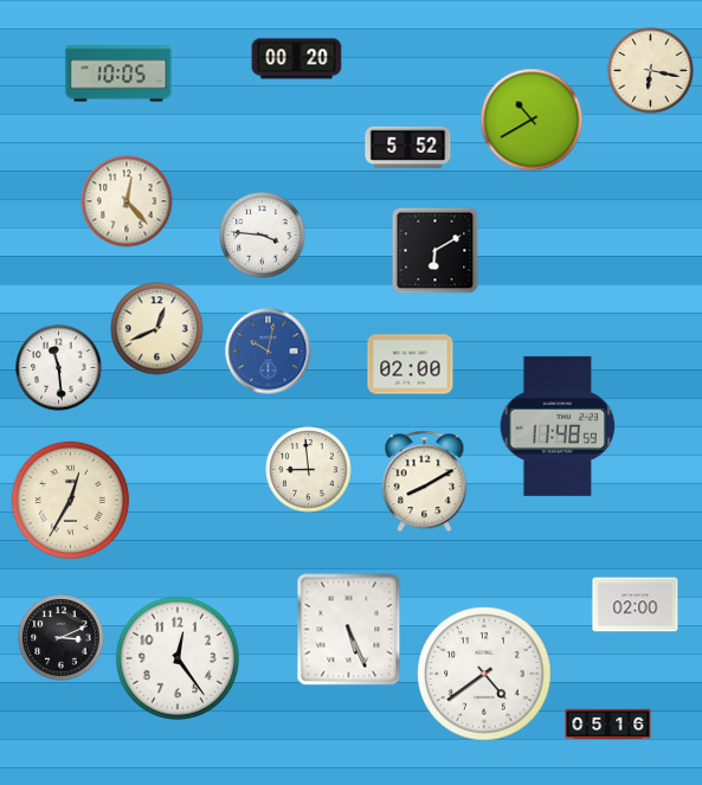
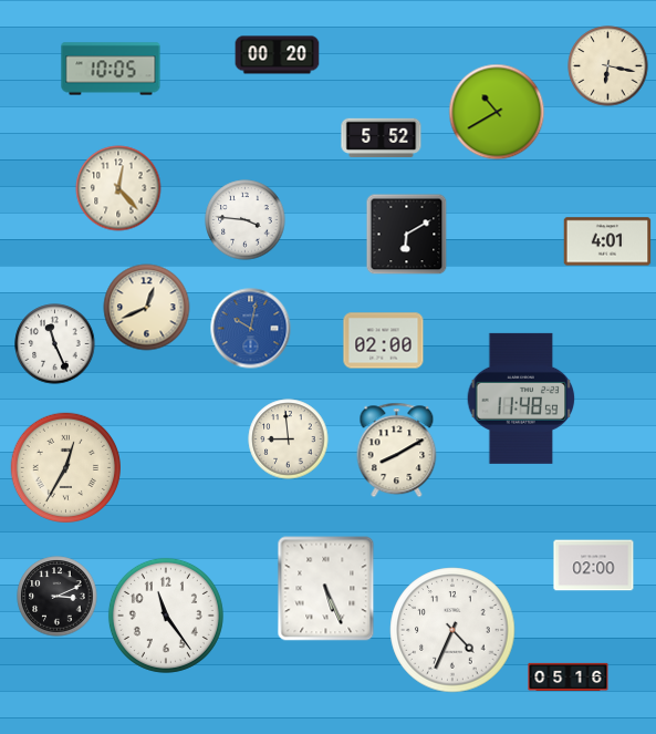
clock at (607, 241): none -> 4:01
clock at (59, 368): 11:29 -> 11:26
clock at (178, 658): 12:24 -> 11:24
clock at (484, 674): 4:39 -> 4:34
